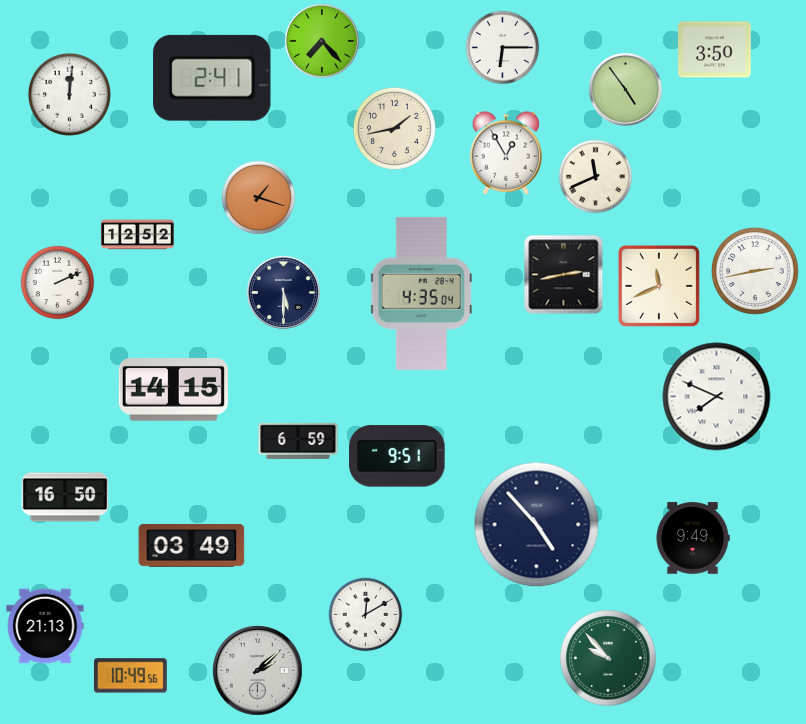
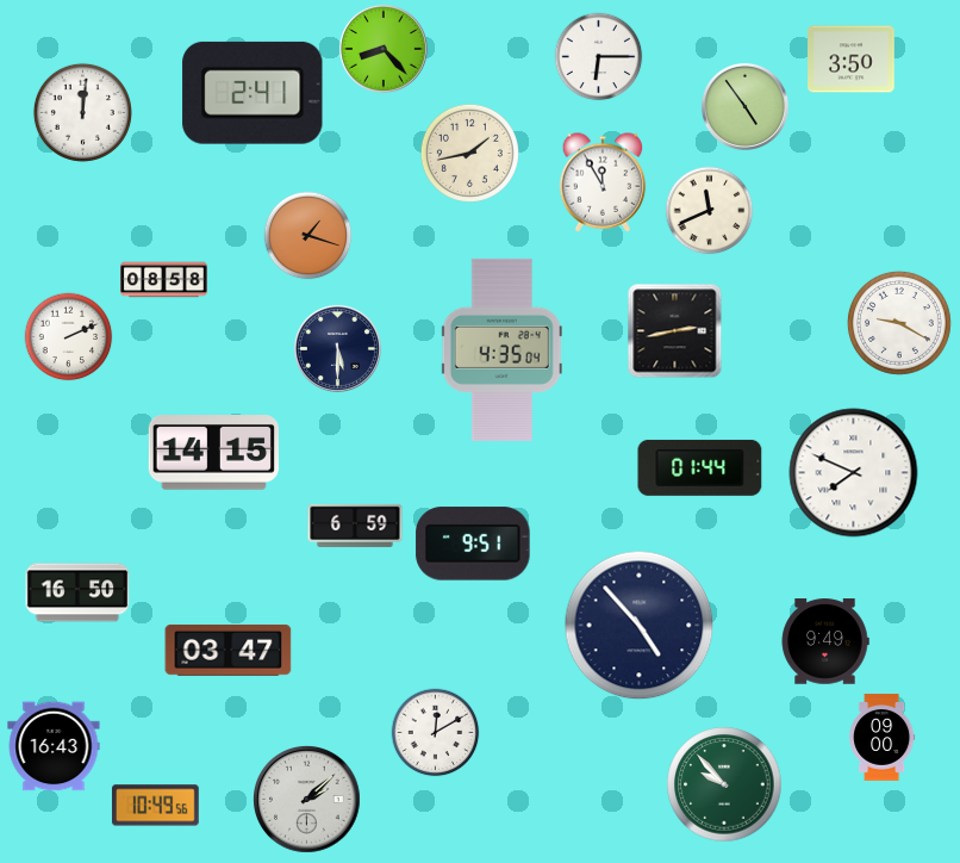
clock at (322, 41): 7:23 -> 8:23
clock at (506, 153): 12:55 -> 11:55
clock at (138, 235): 12:52 -> 08:58
clock at (755, 271): 2:43 -> 9:20
clock at (564, 275) position: (564, 275) -> (675, 331)
clock at (659, 286): 11:41 -> none
clock at (173, 390) position: (173, 390) -> (213, 453)
clock at (700, 467): none -> 01:44
clock at (192, 545): 03:49 -> 03:47
clock at (883, 738): none -> 09:00
clock at (45, 626): 21:13 -> 16:43
